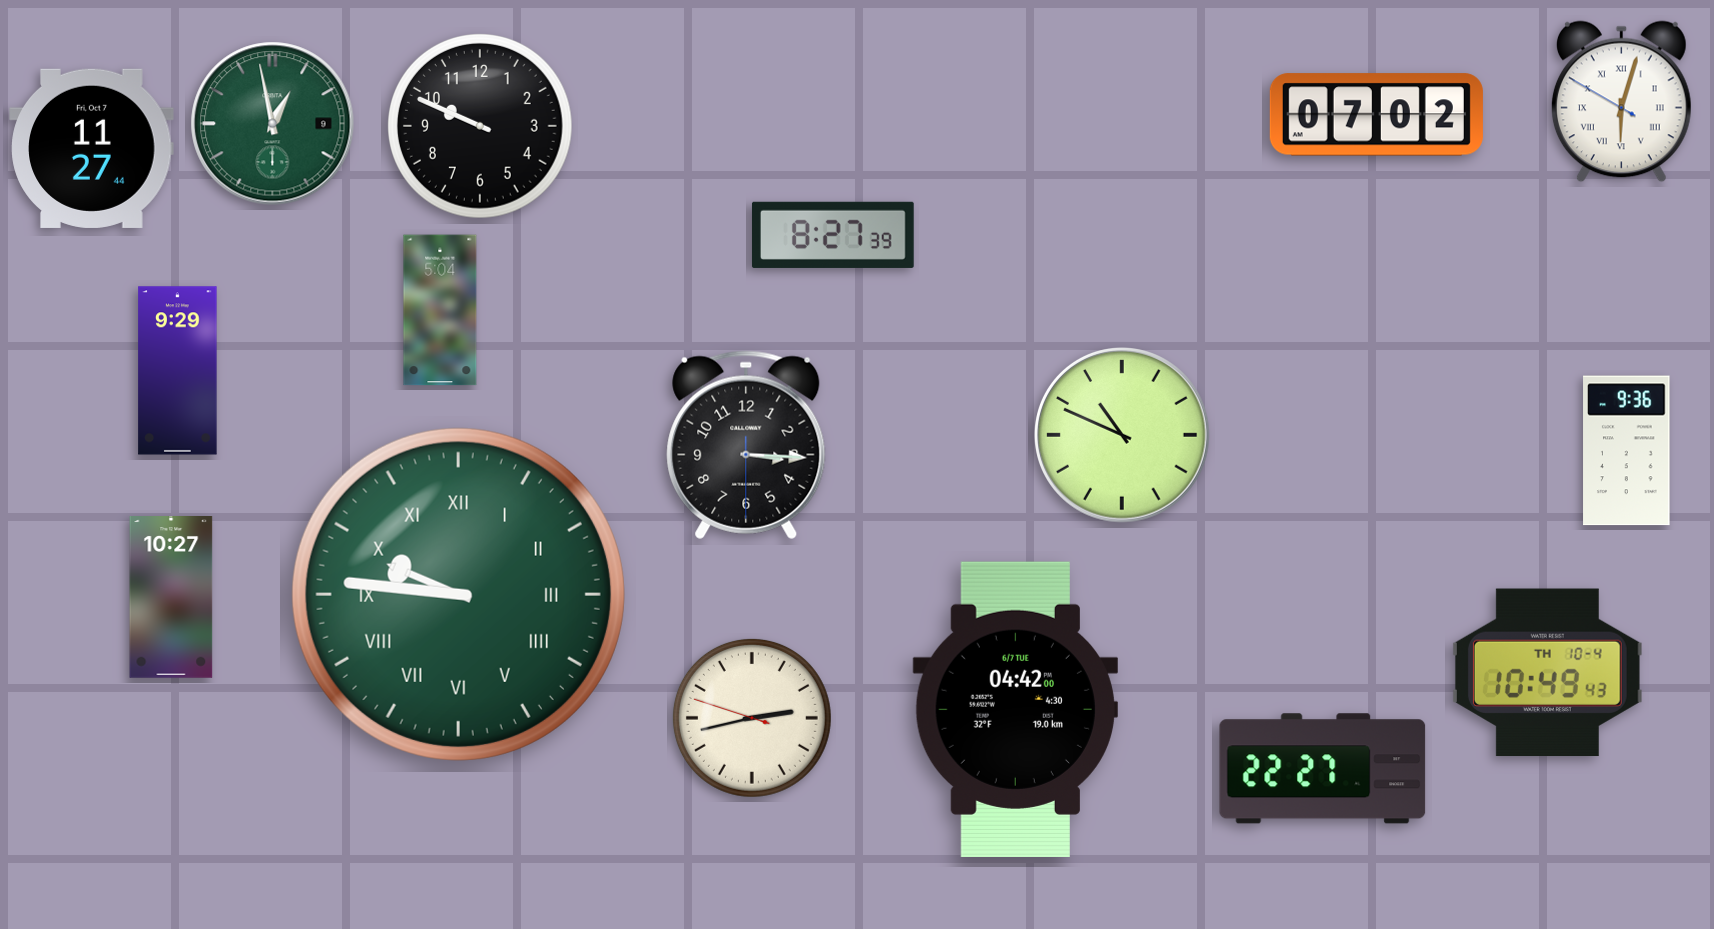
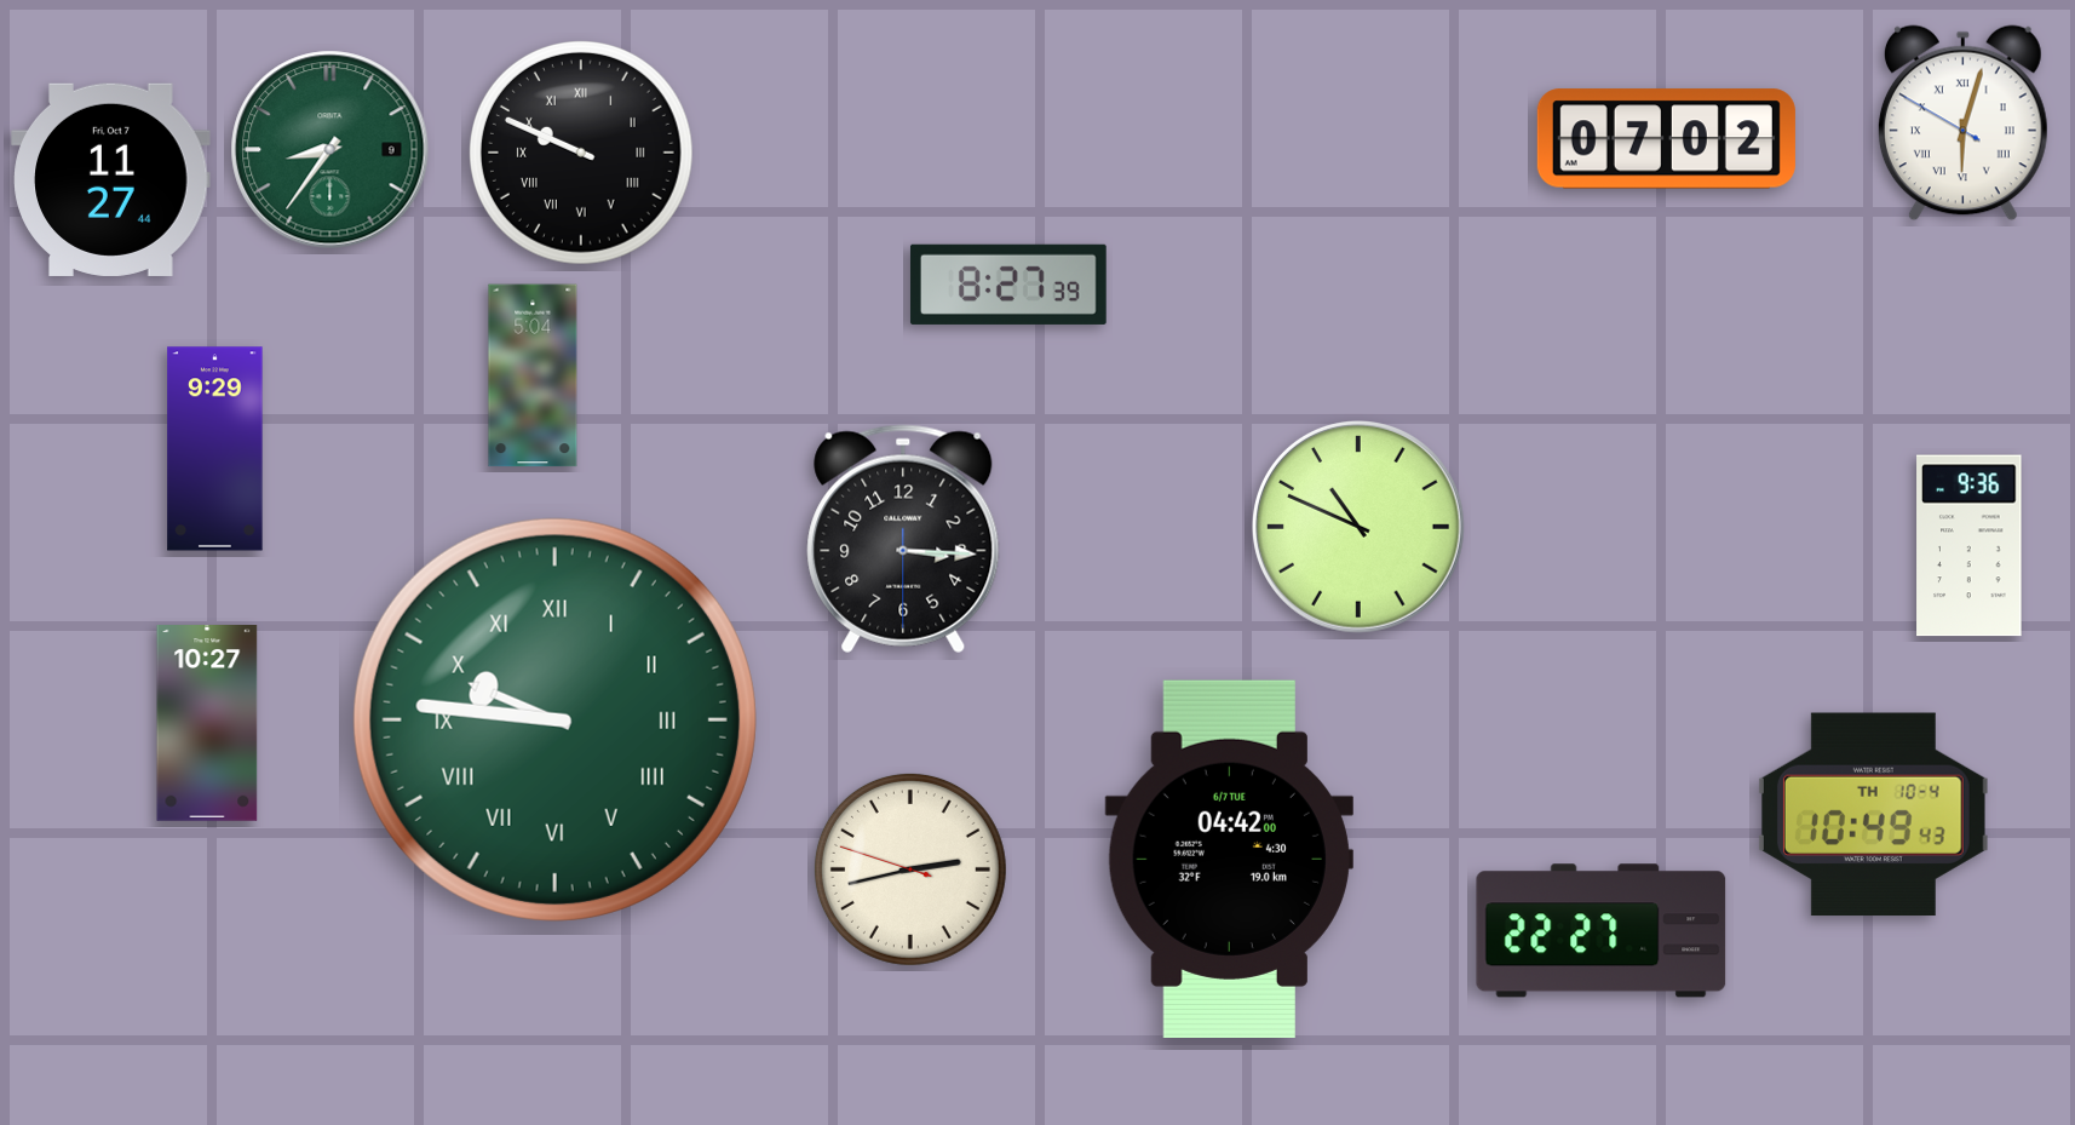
clock at (273, 124): 12:58 -> 8:36
clock at (481, 127) numerals: Arabic -> Roman
